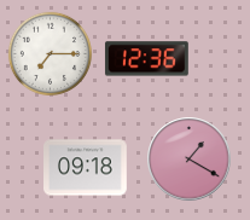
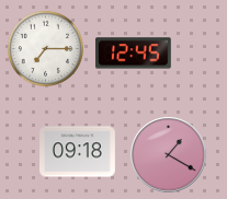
clock at (146, 59): 12:36 -> 12:45
clock at (190, 160) position: (190, 160) -> (169, 155)
